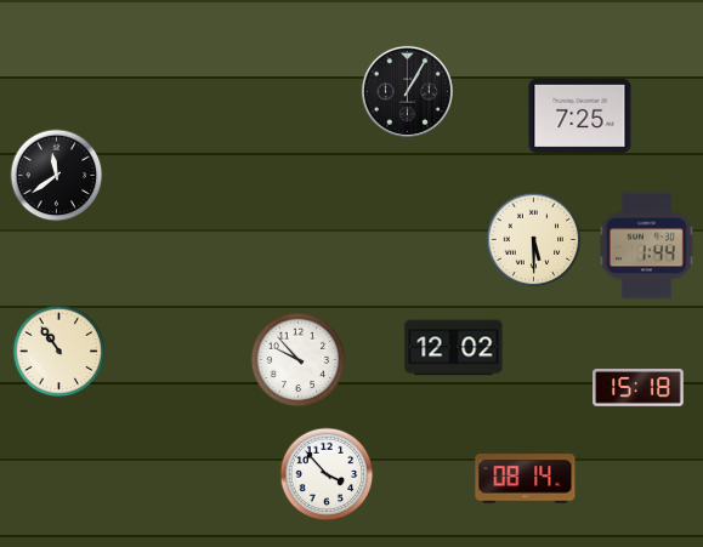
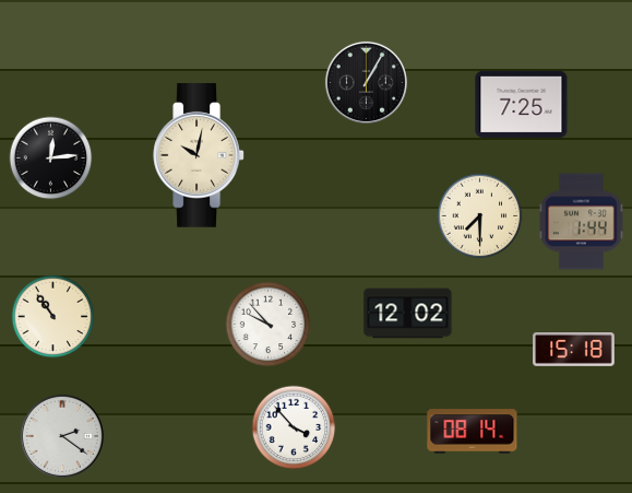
clock at (199, 155): none -> 10:02
clock at (57, 176): 11:39 -> 12:14
clock at (534, 240): 5:30 -> 7:30
clock at (62, 436): none -> 2:21
